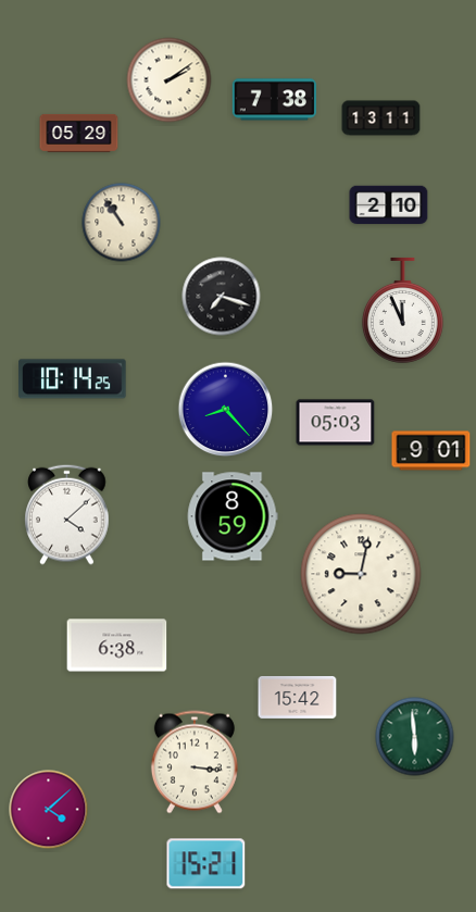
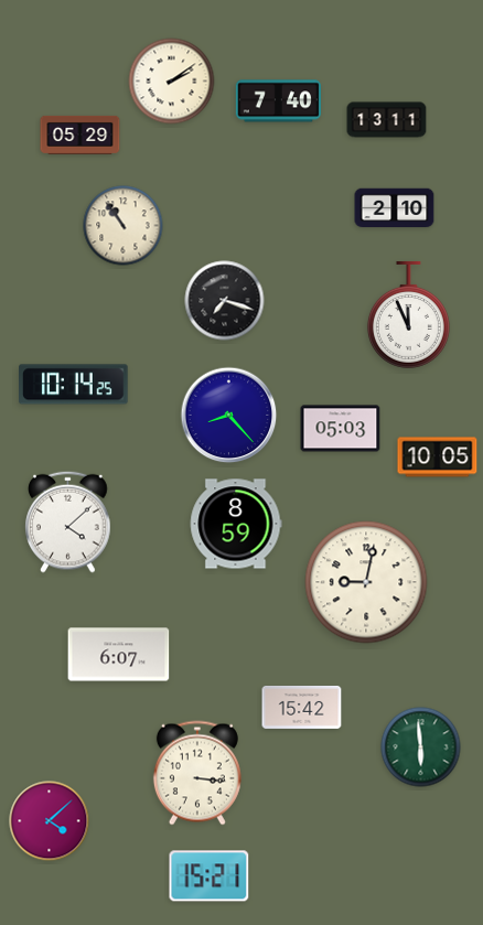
clock at (274, 100): 7:38 -> 7:40
clock at (431, 451): 9:01 -> 10:05
clock at (117, 646): 6:38 -> 6:07
